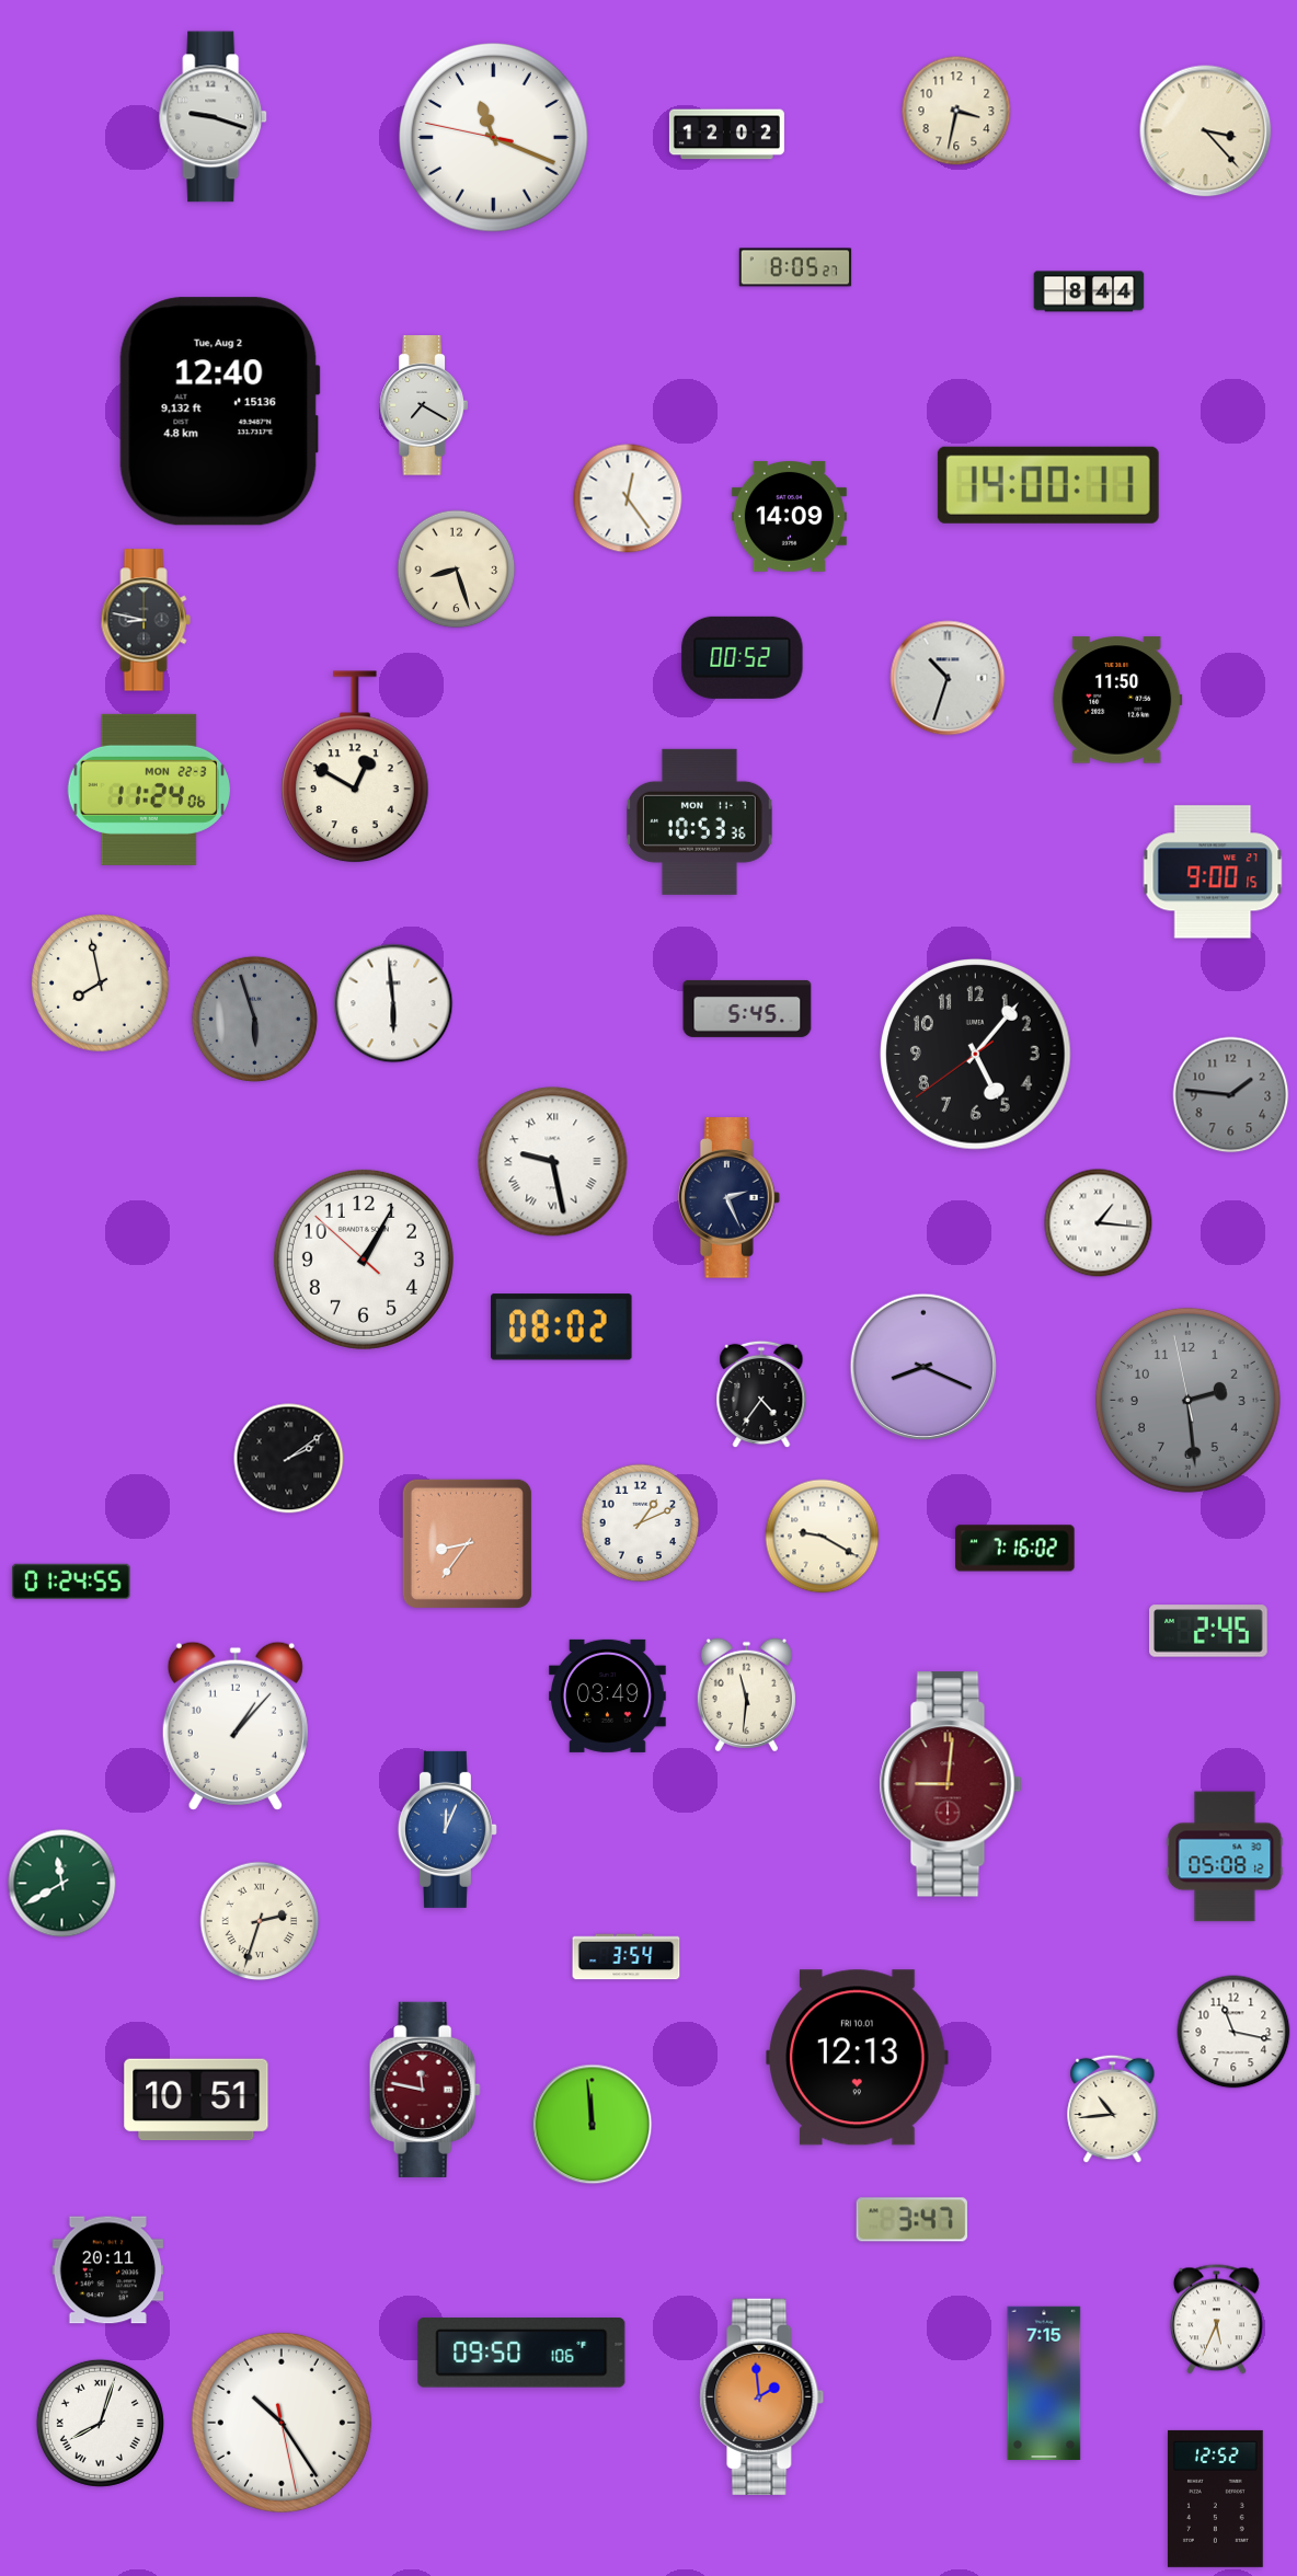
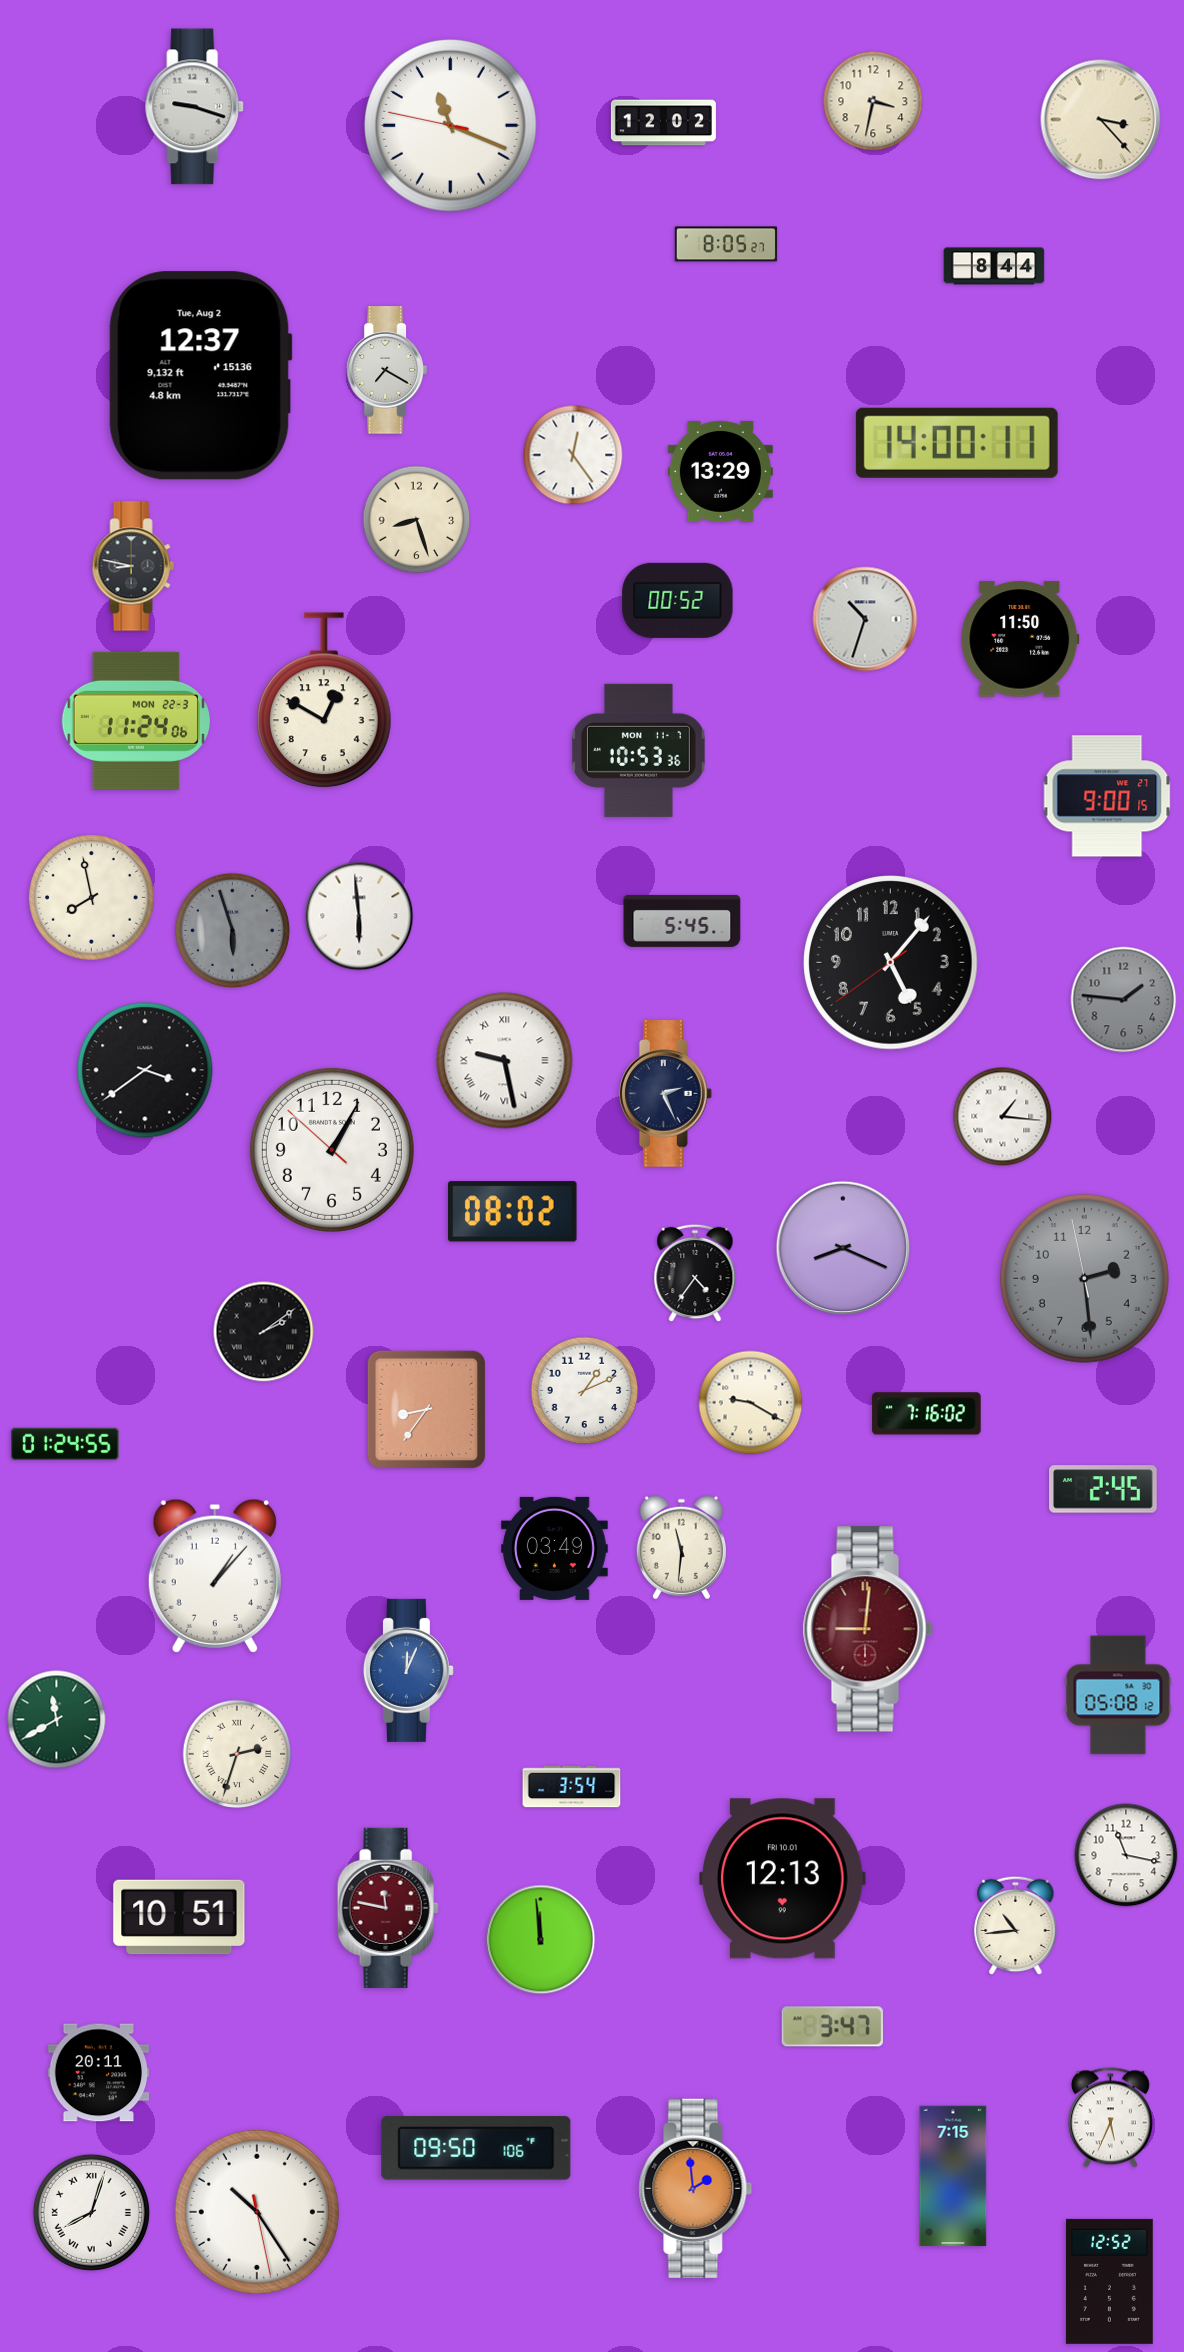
clock at (219, 412): 12:40 -> 12:37
clock at (789, 516): 14:09 -> 13:29
clock at (145, 1070): none -> 3:39
